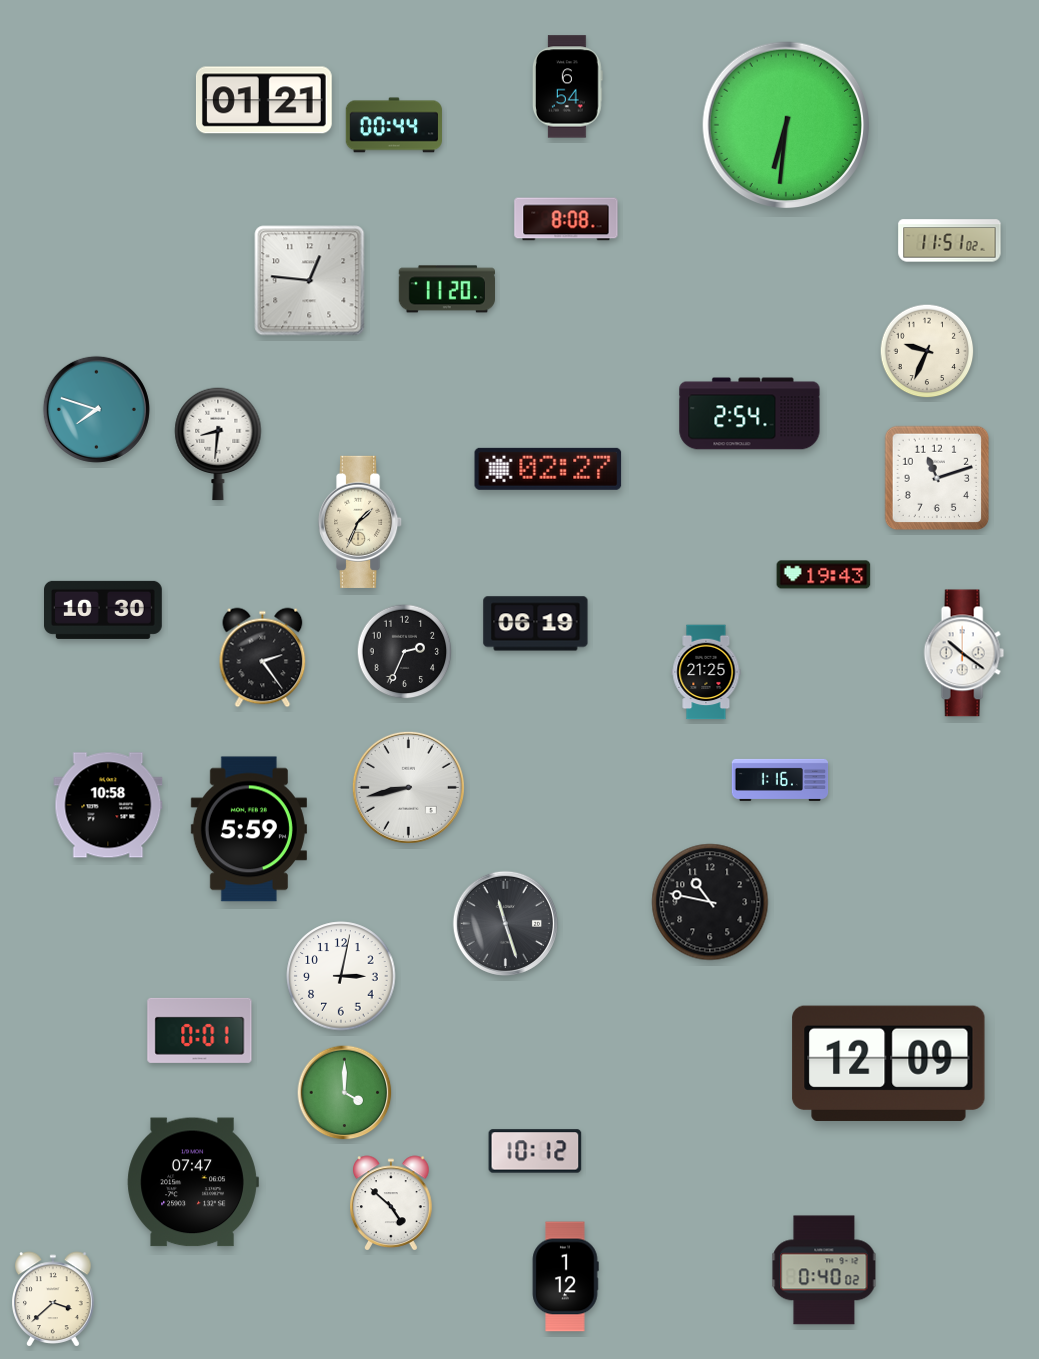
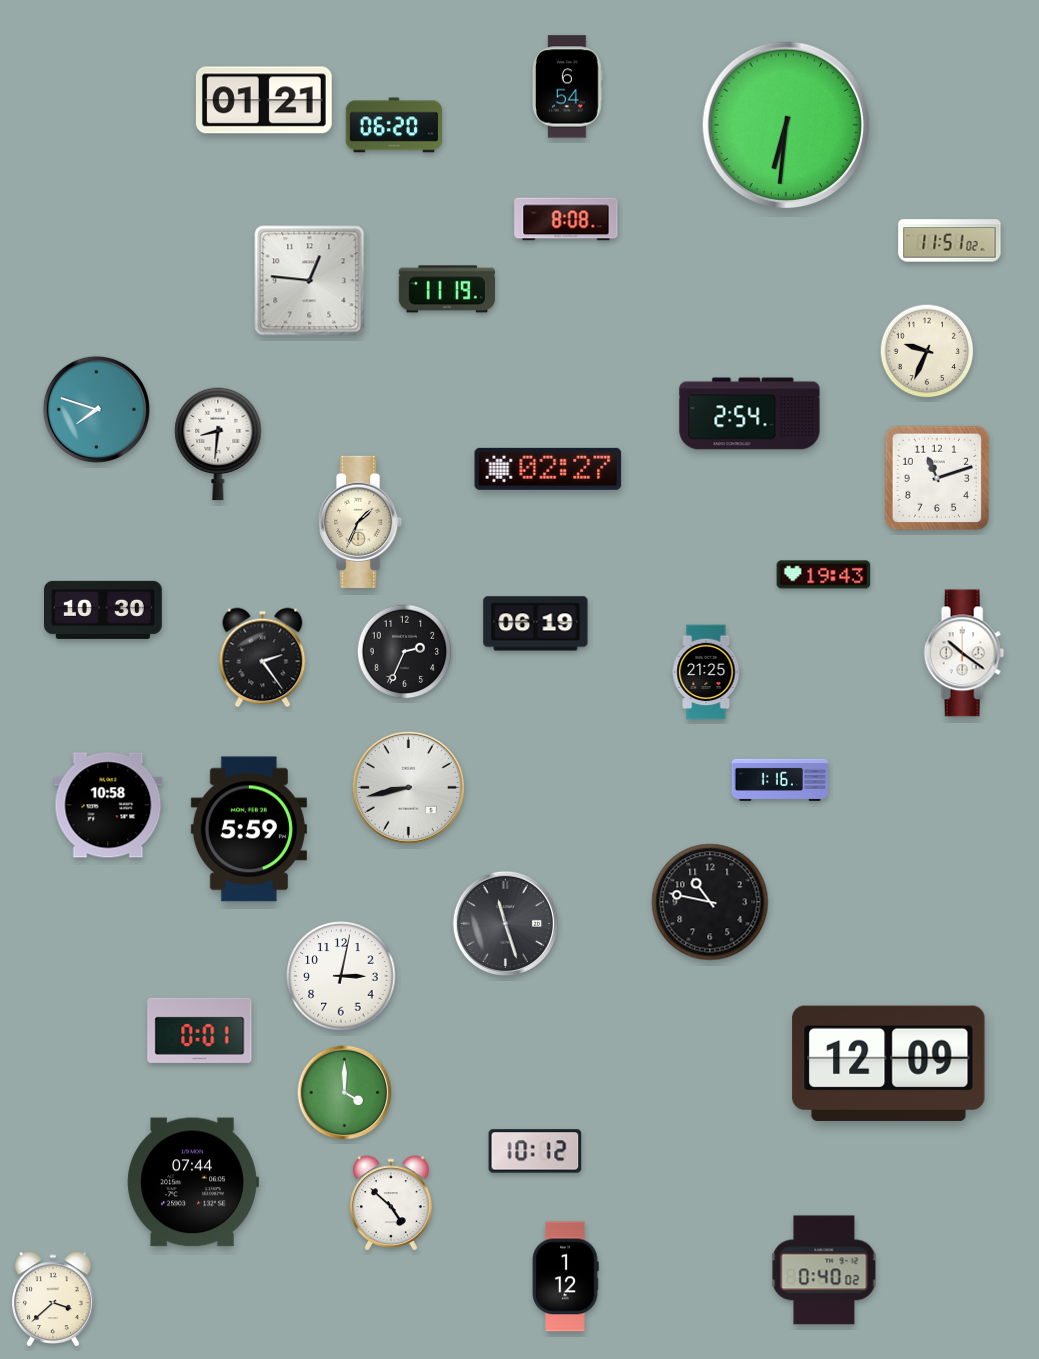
clock at (394, 125): 00:44 -> 06:20
clock at (446, 289): 11:20 -> 11:19
clock at (193, 1182): 07:47 -> 07:44
